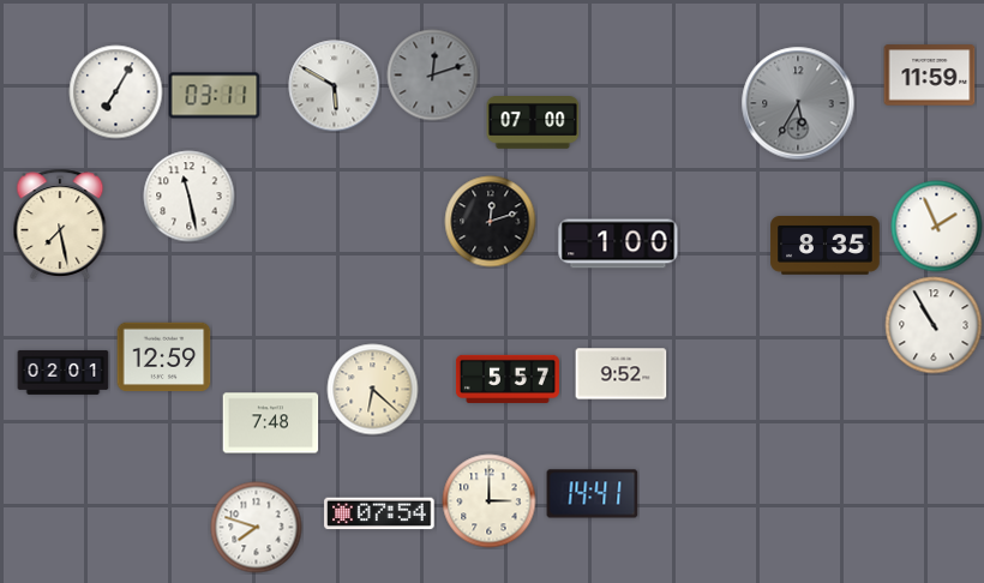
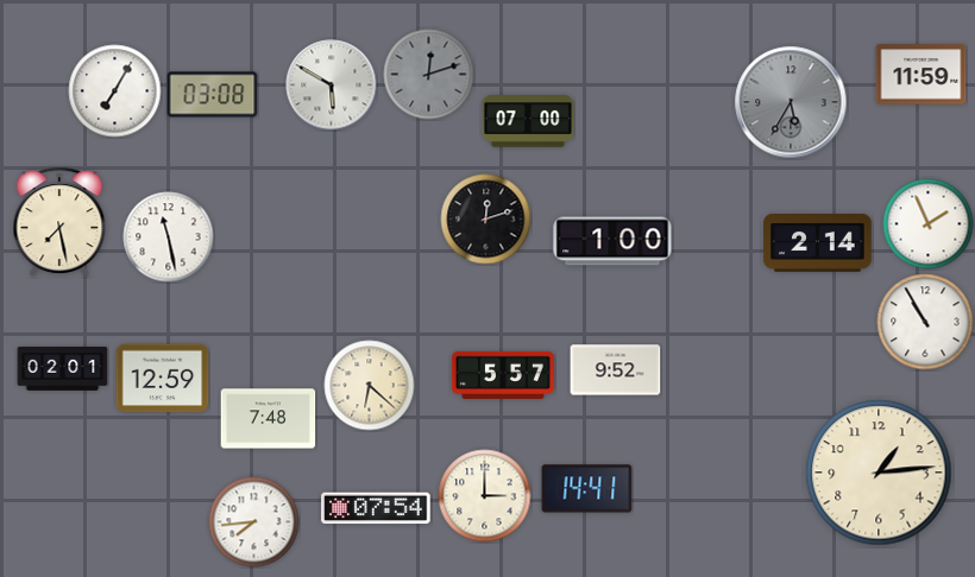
clock at (215, 96): 03:11 -> 03:08
clock at (190, 197) position: (190, 197) -> (169, 237)
clock at (826, 246): 8:35 -> 2:14
clock at (164, 357) position: (164, 357) -> (163, 379)
clock at (879, 473): none -> 1:14
clock at (257, 528): 7:48 -> 7:44
